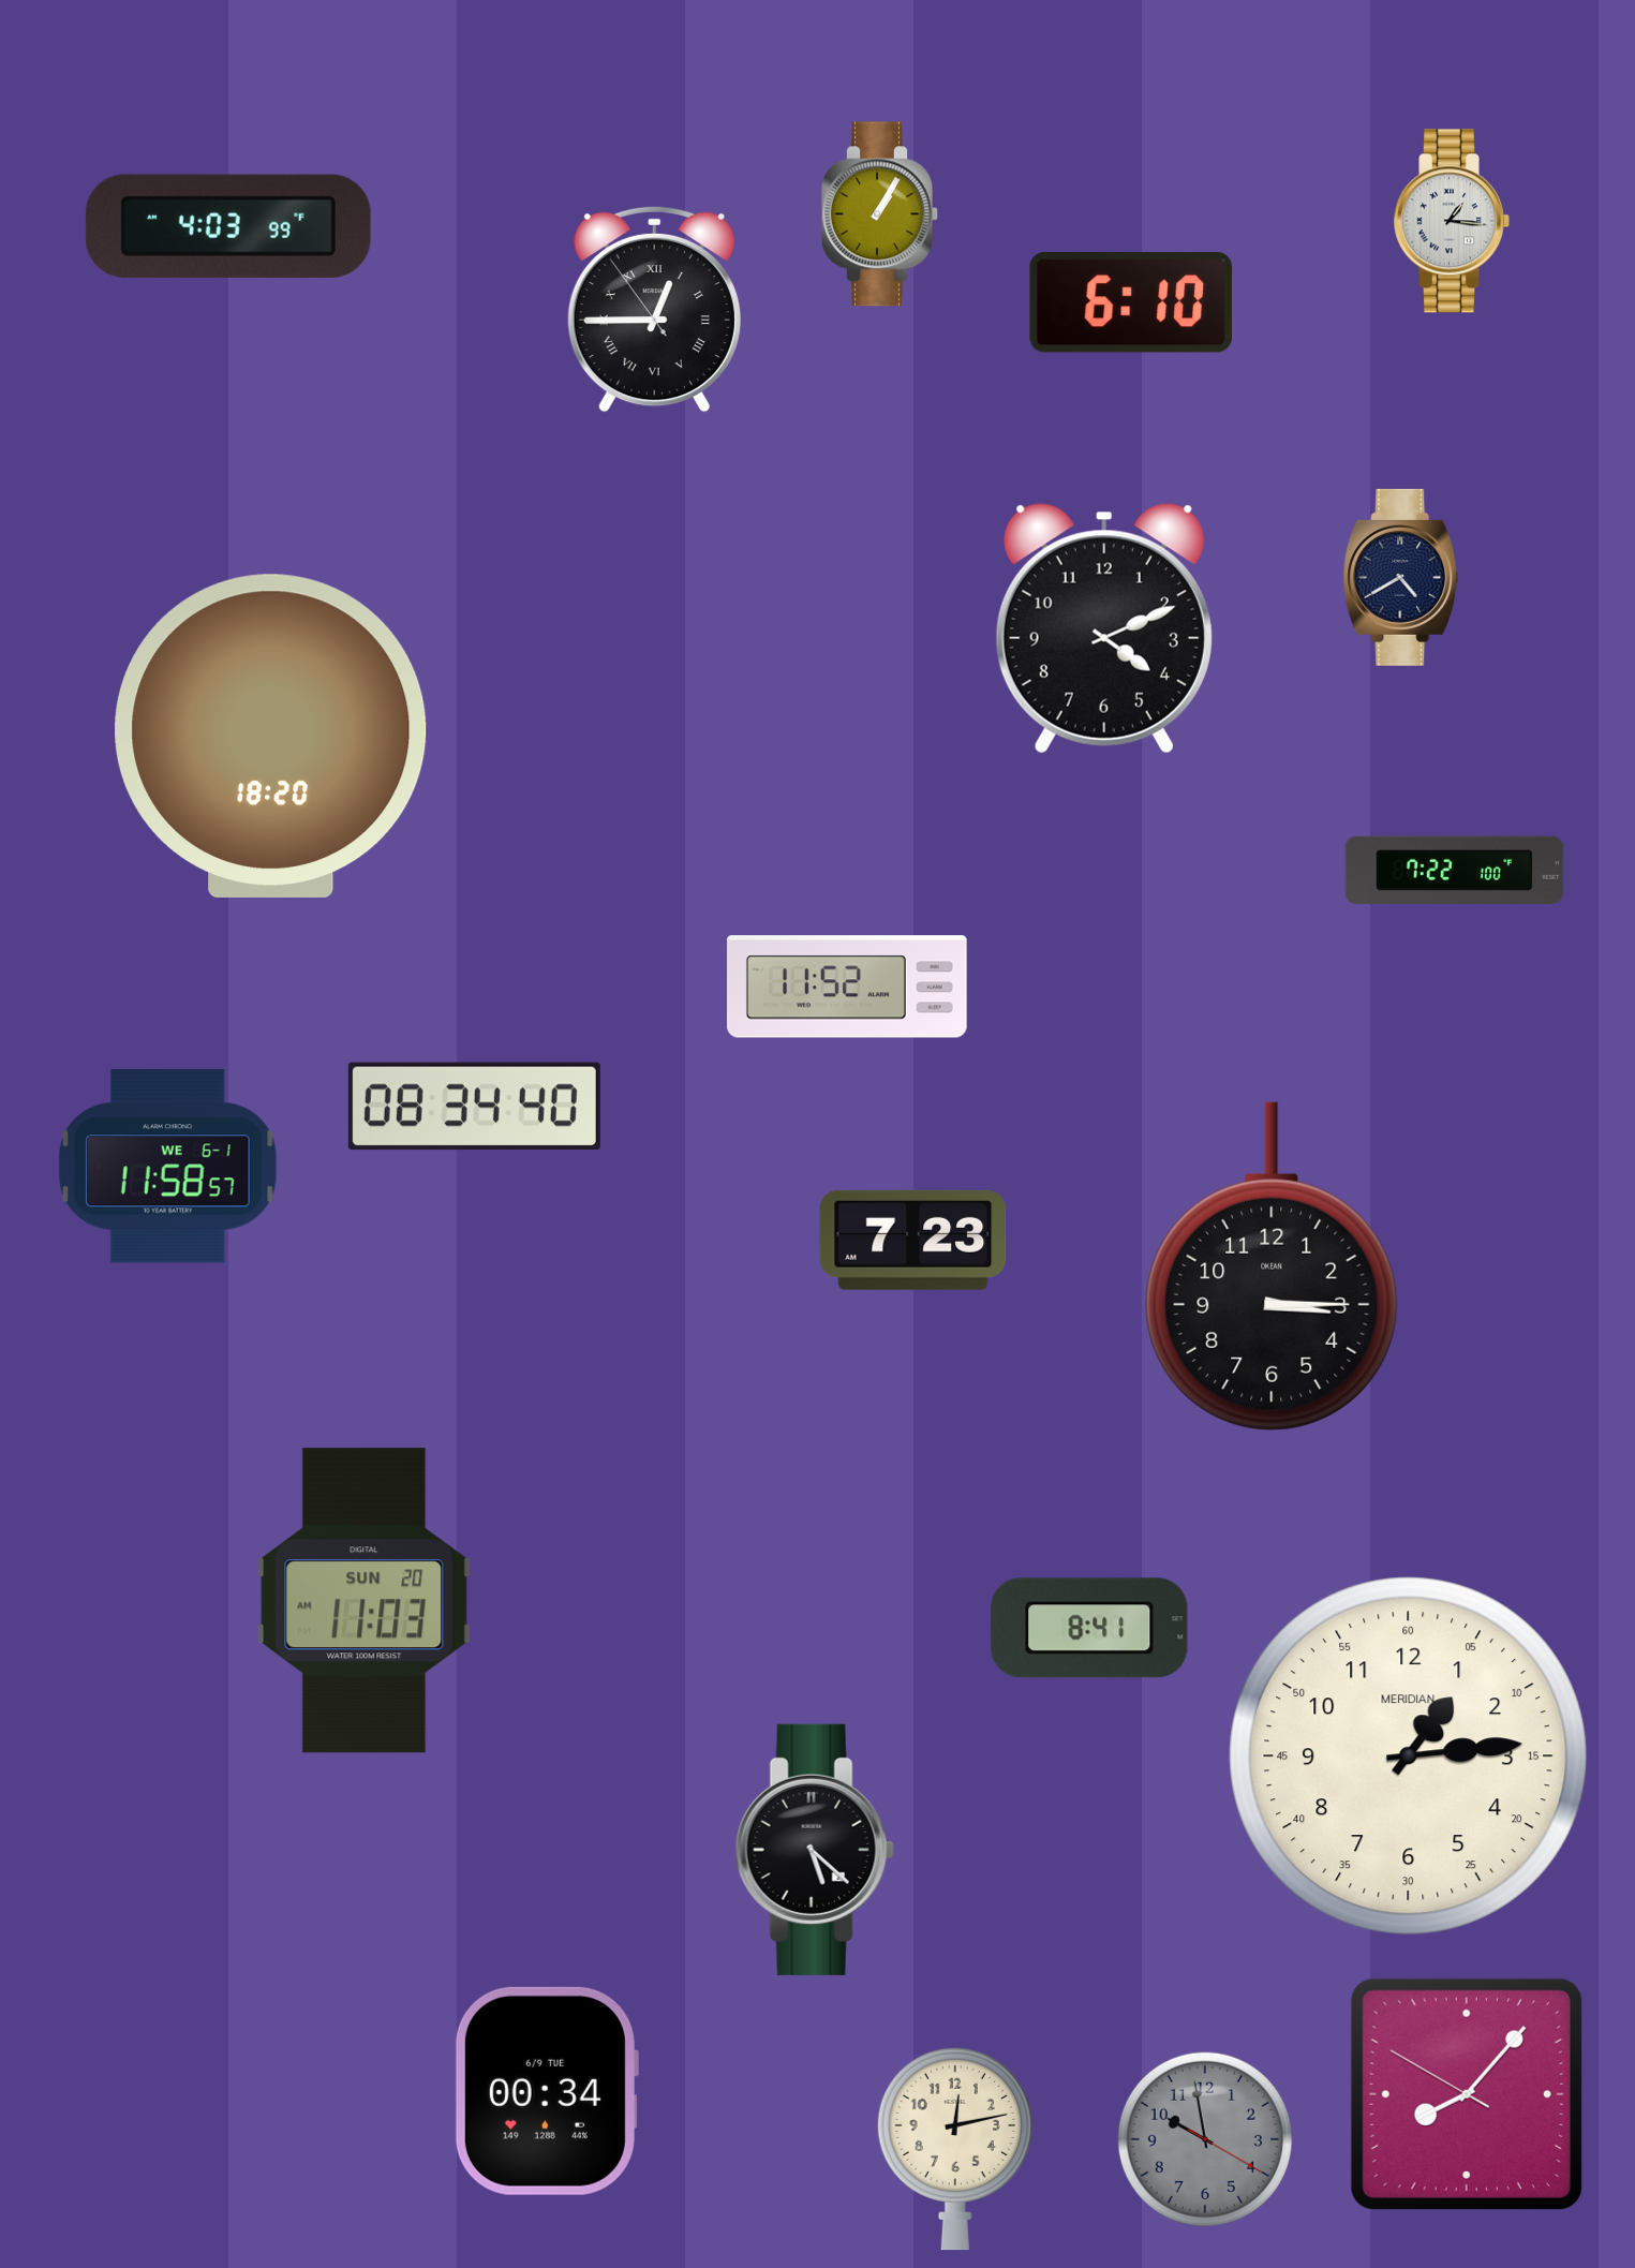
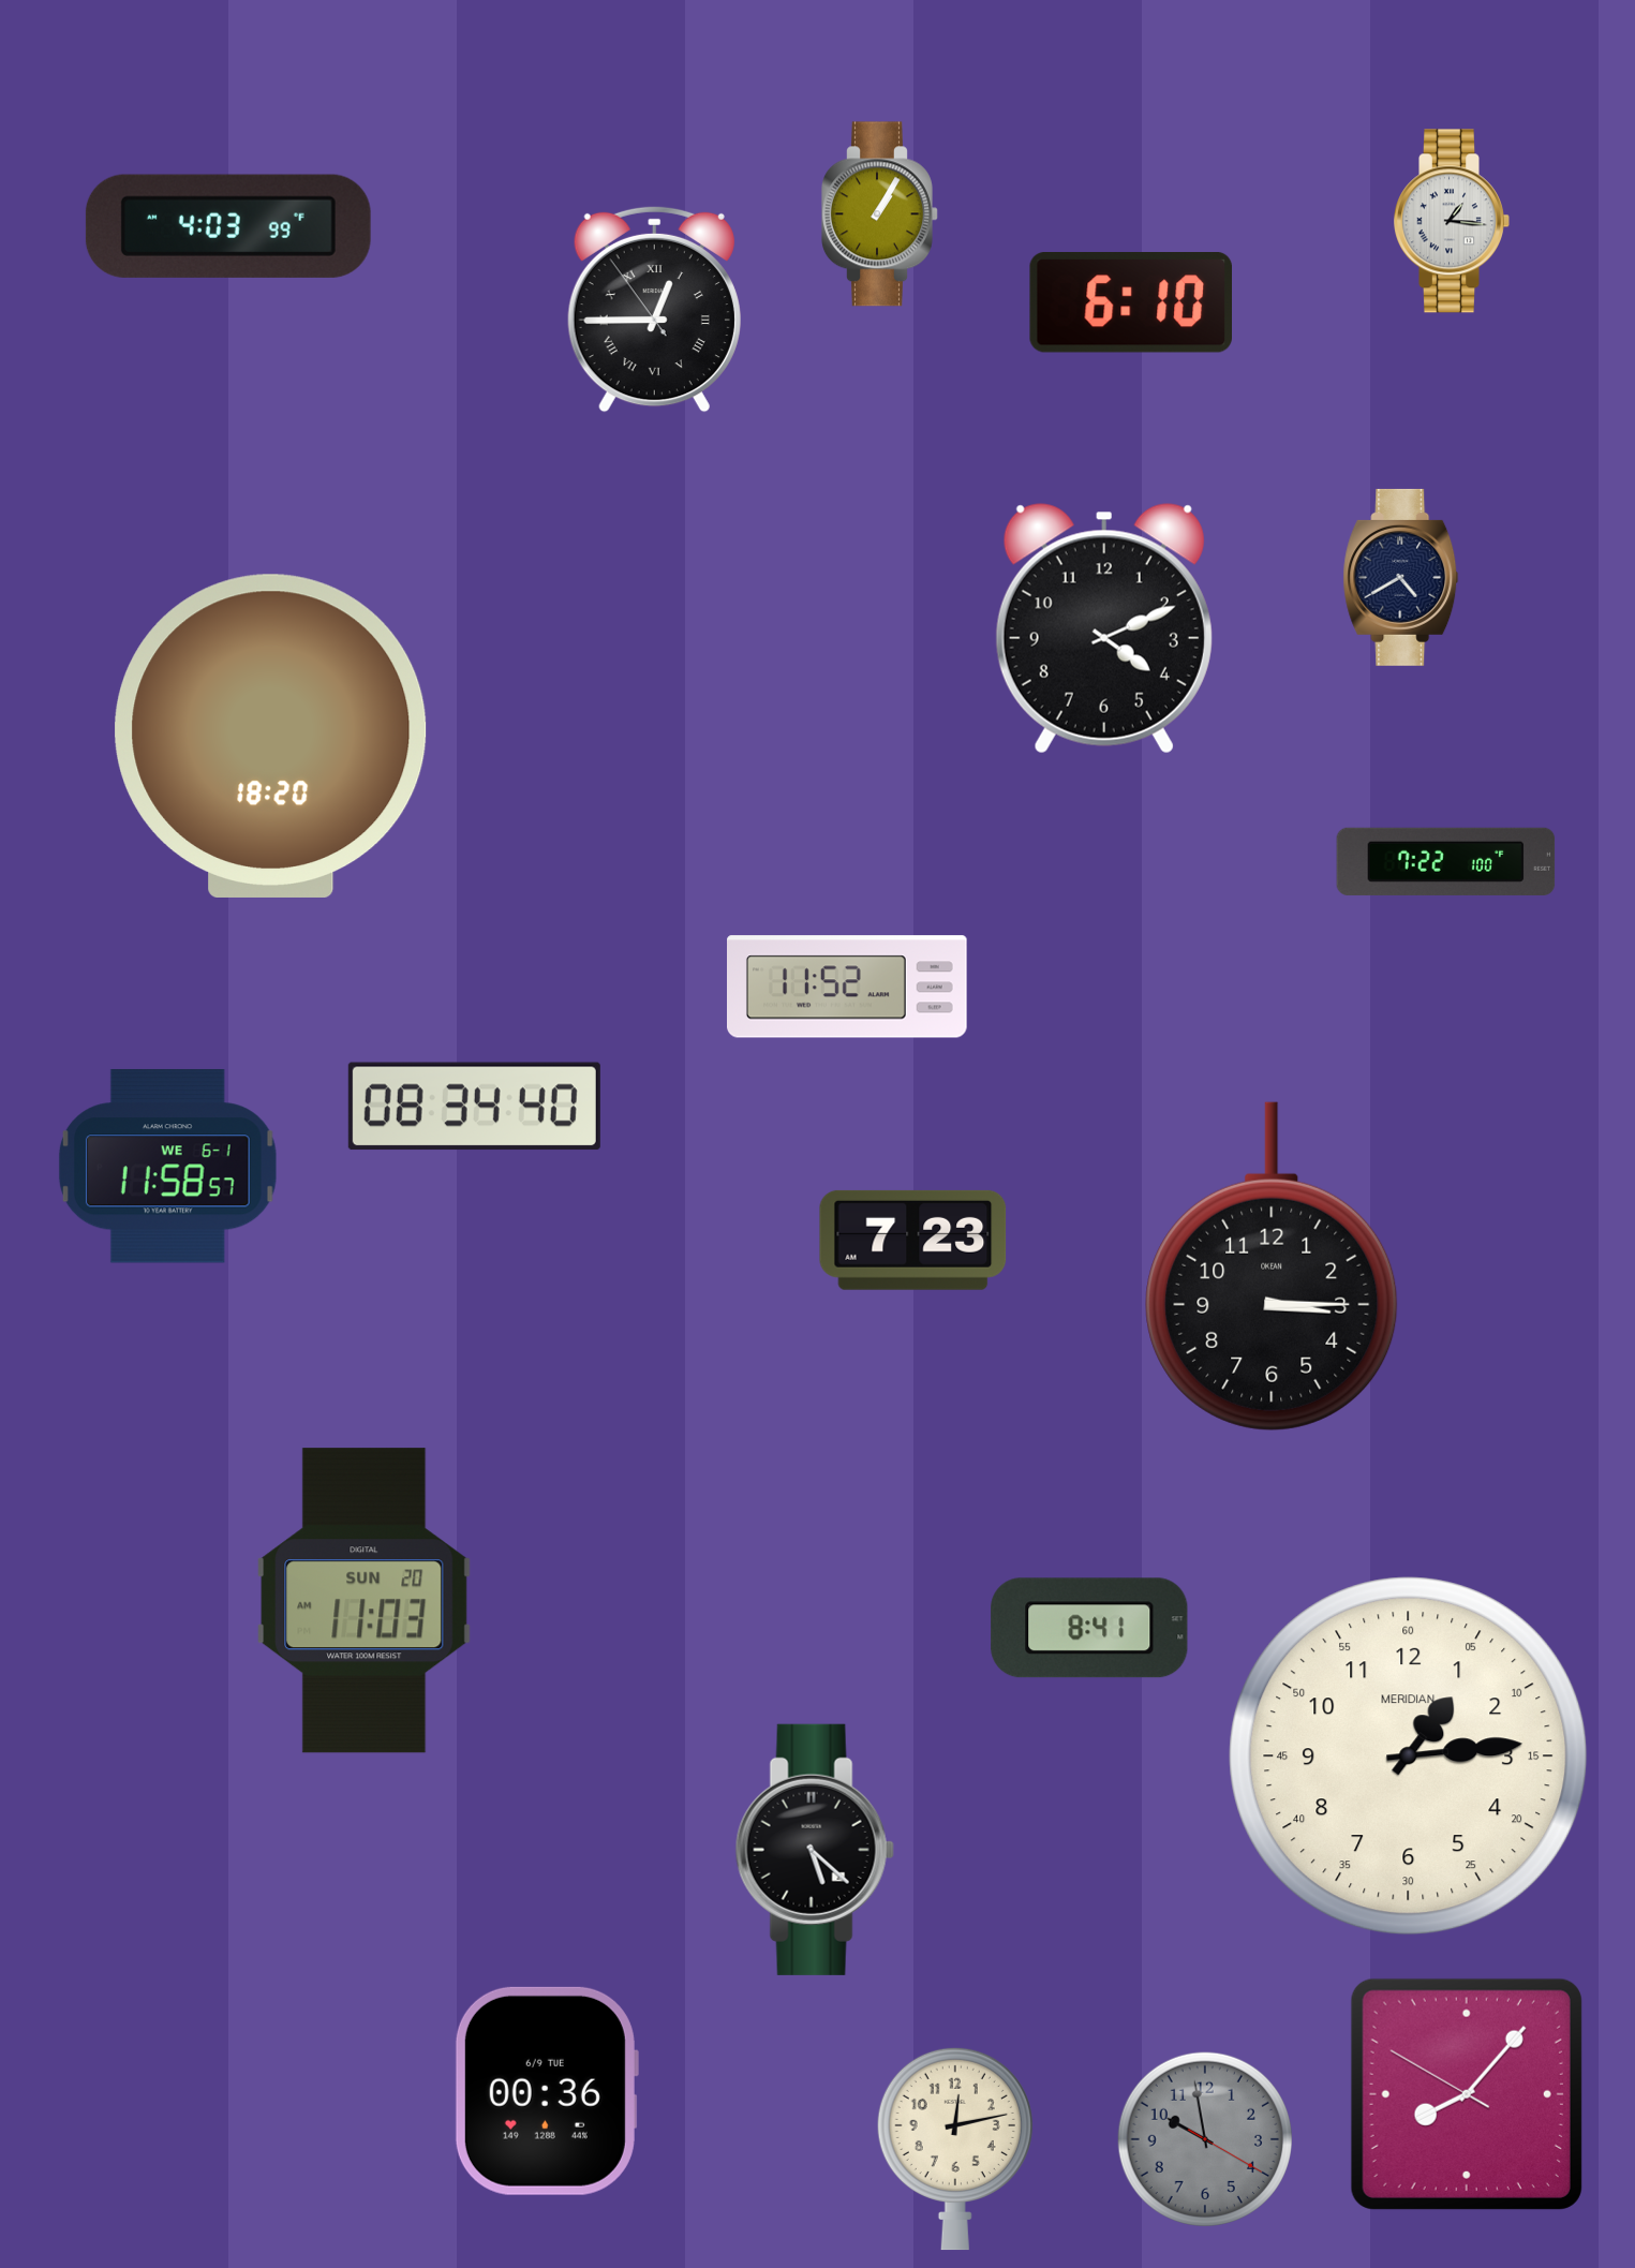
clock at (1455, 870) position: (1455, 870) -> (1446, 861)
clock at (546, 2091): 00:34 -> 00:36
